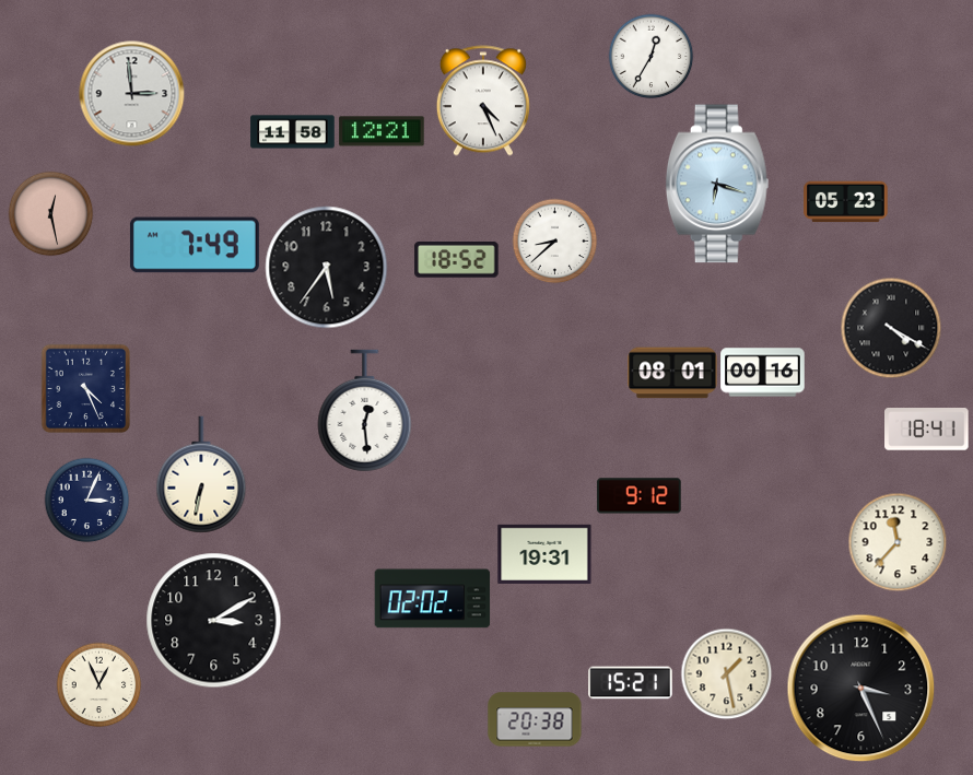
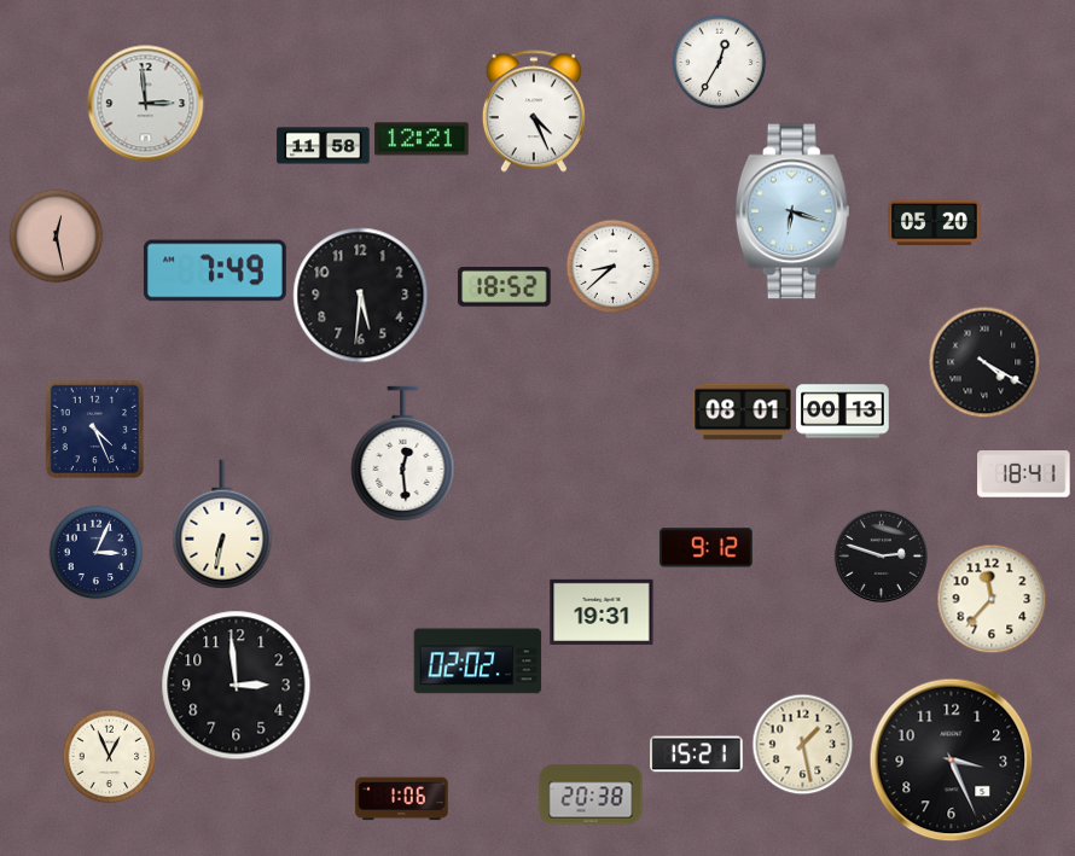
clock at (382, 131) position: (382, 131) -> (422, 139)
clock at (717, 184) position: (717, 184) -> (792, 211)
clock at (846, 202): 05:23 -> 05:20
clock at (327, 268): 5:36 -> 5:31
clock at (763, 373): 00:16 -> 00:13
clock at (881, 555): none -> 2:48
clock at (214, 621): 3:10 -> 2:59
clock at (402, 799): none -> 1:06
